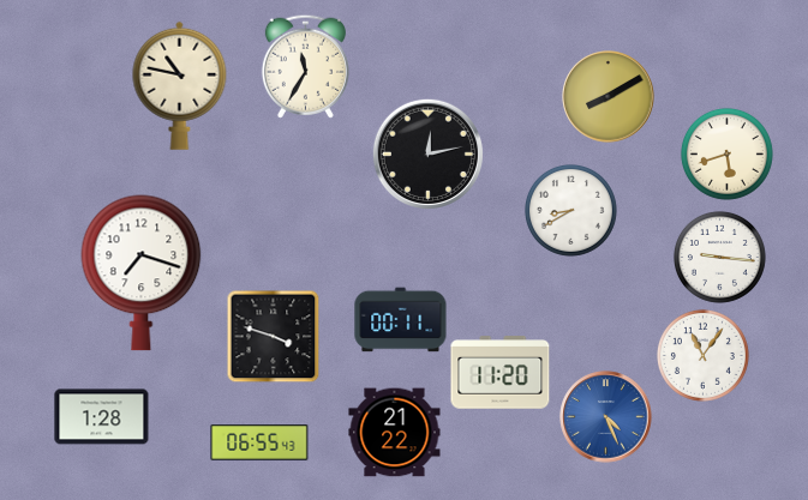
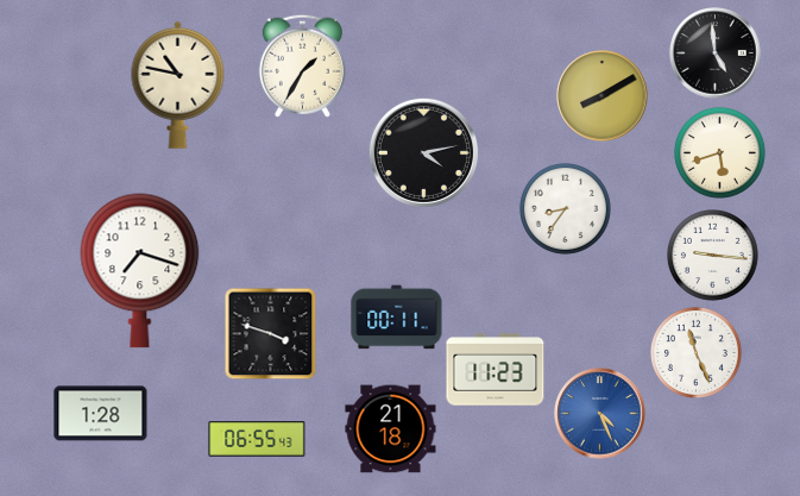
clock at (716, 54): none -> 4:59
clock at (305, 66): 11:35 -> 1:35
clock at (427, 153): 12:13 -> 4:13
clock at (570, 210): 8:40 -> 8:36
clock at (702, 355): 11:06 -> 11:26
clock at (501, 373): 11:20 -> 11:23
clock at (395, 433): 21:22 -> 21:18
